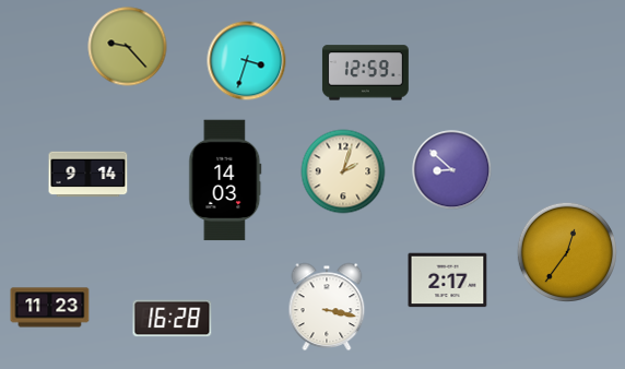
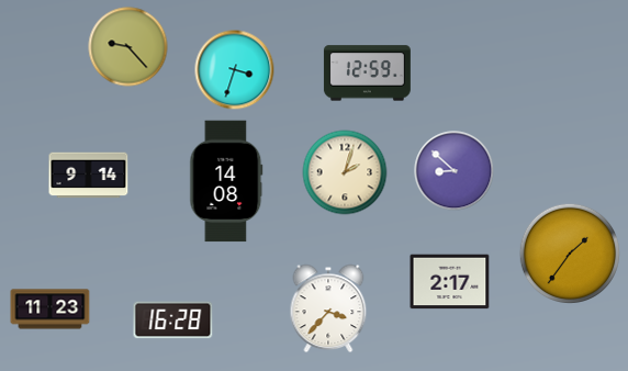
clock at (247, 61) position: (247, 61) -> (235, 70)
clock at (225, 180): 14:03 -> 14:08
clock at (567, 252): 12:36 -> 1:36
clock at (327, 307): 3:17 -> 3:37
